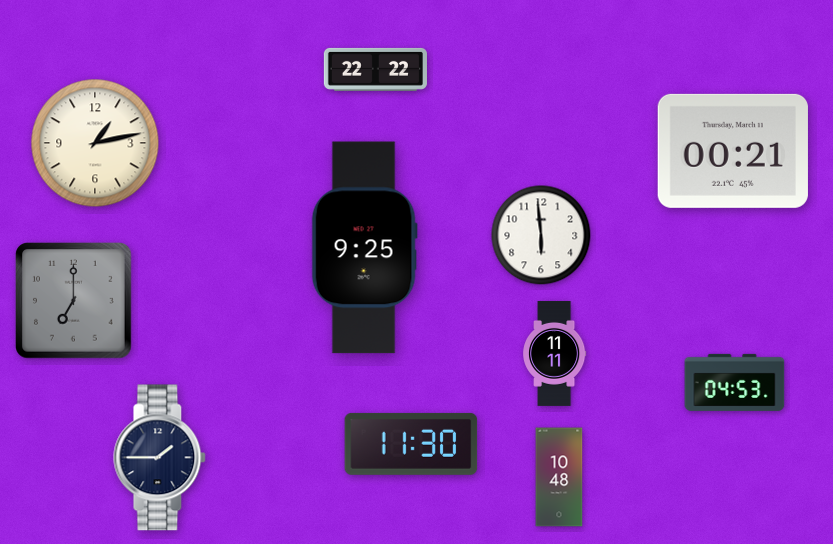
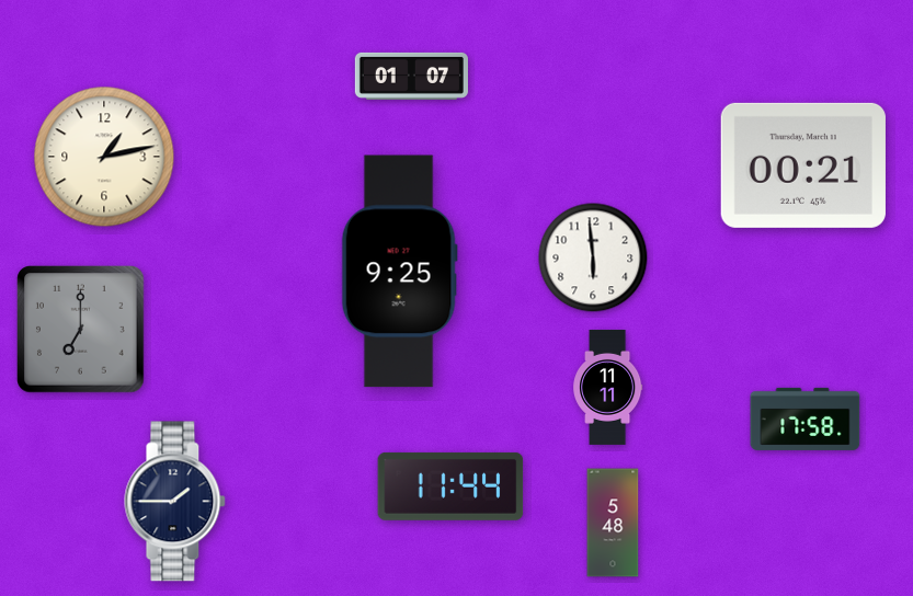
clock at (375, 69): 22:22 -> 01:07
clock at (735, 382): 04:53 -> 17:58
clock at (411, 444): 11:30 -> 11:44
clock at (559, 477): 10:48 -> 5:48
